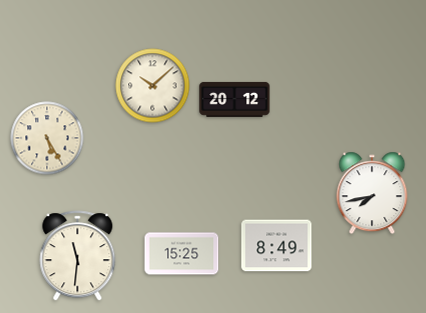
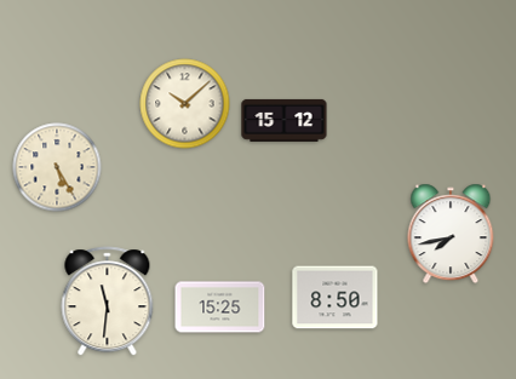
clock at (235, 99): 20:12 -> 15:12
clock at (277, 246): 8:49 -> 8:50
clock at (78, 256) position: (78, 256) -> (108, 302)
